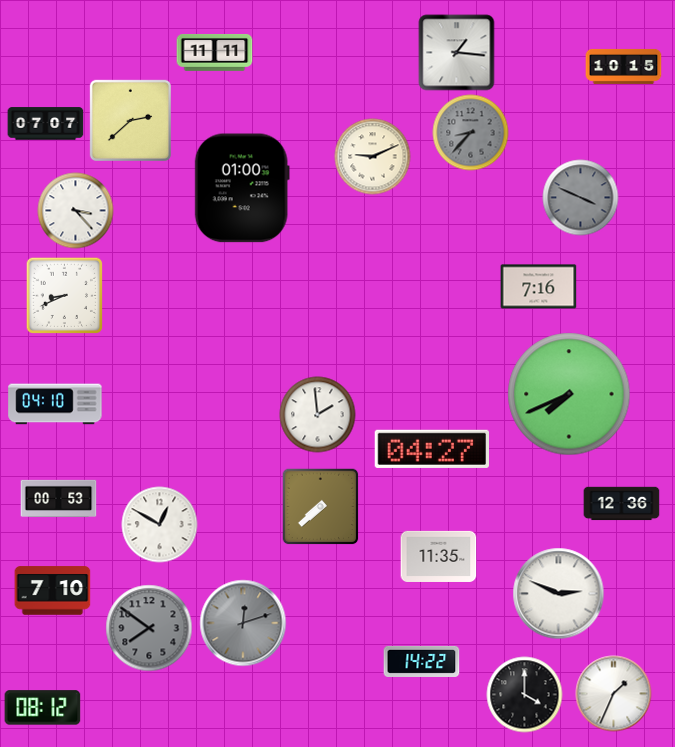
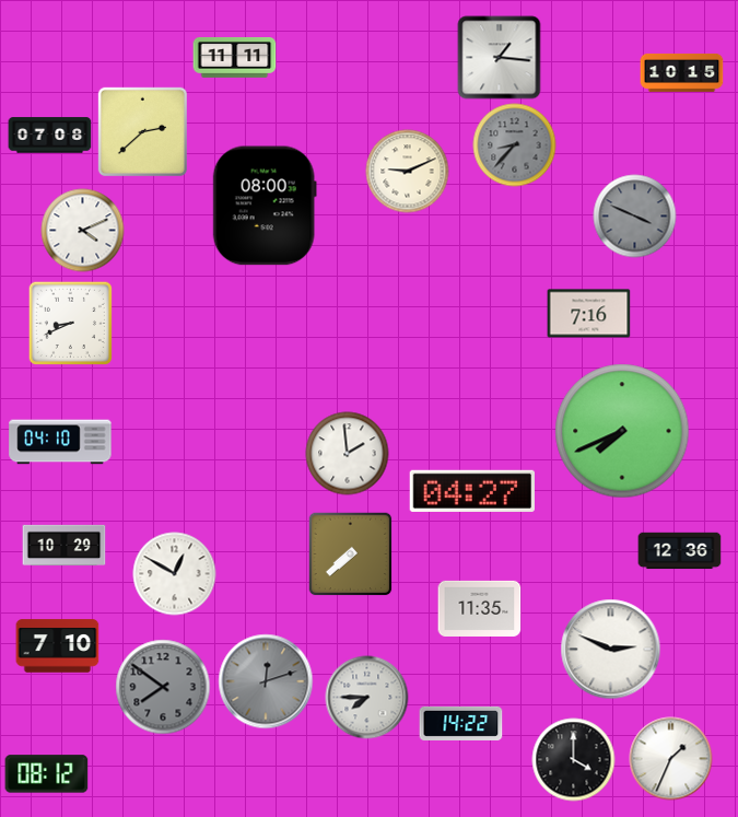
clock at (46, 124): 07:07 -> 07:08
clock at (242, 188): 01:00 -> 08:00
clock at (76, 211): 3:23 -> 4:11
clock at (59, 498): 00:53 -> 10:29
clock at (367, 698): none -> 7:45
